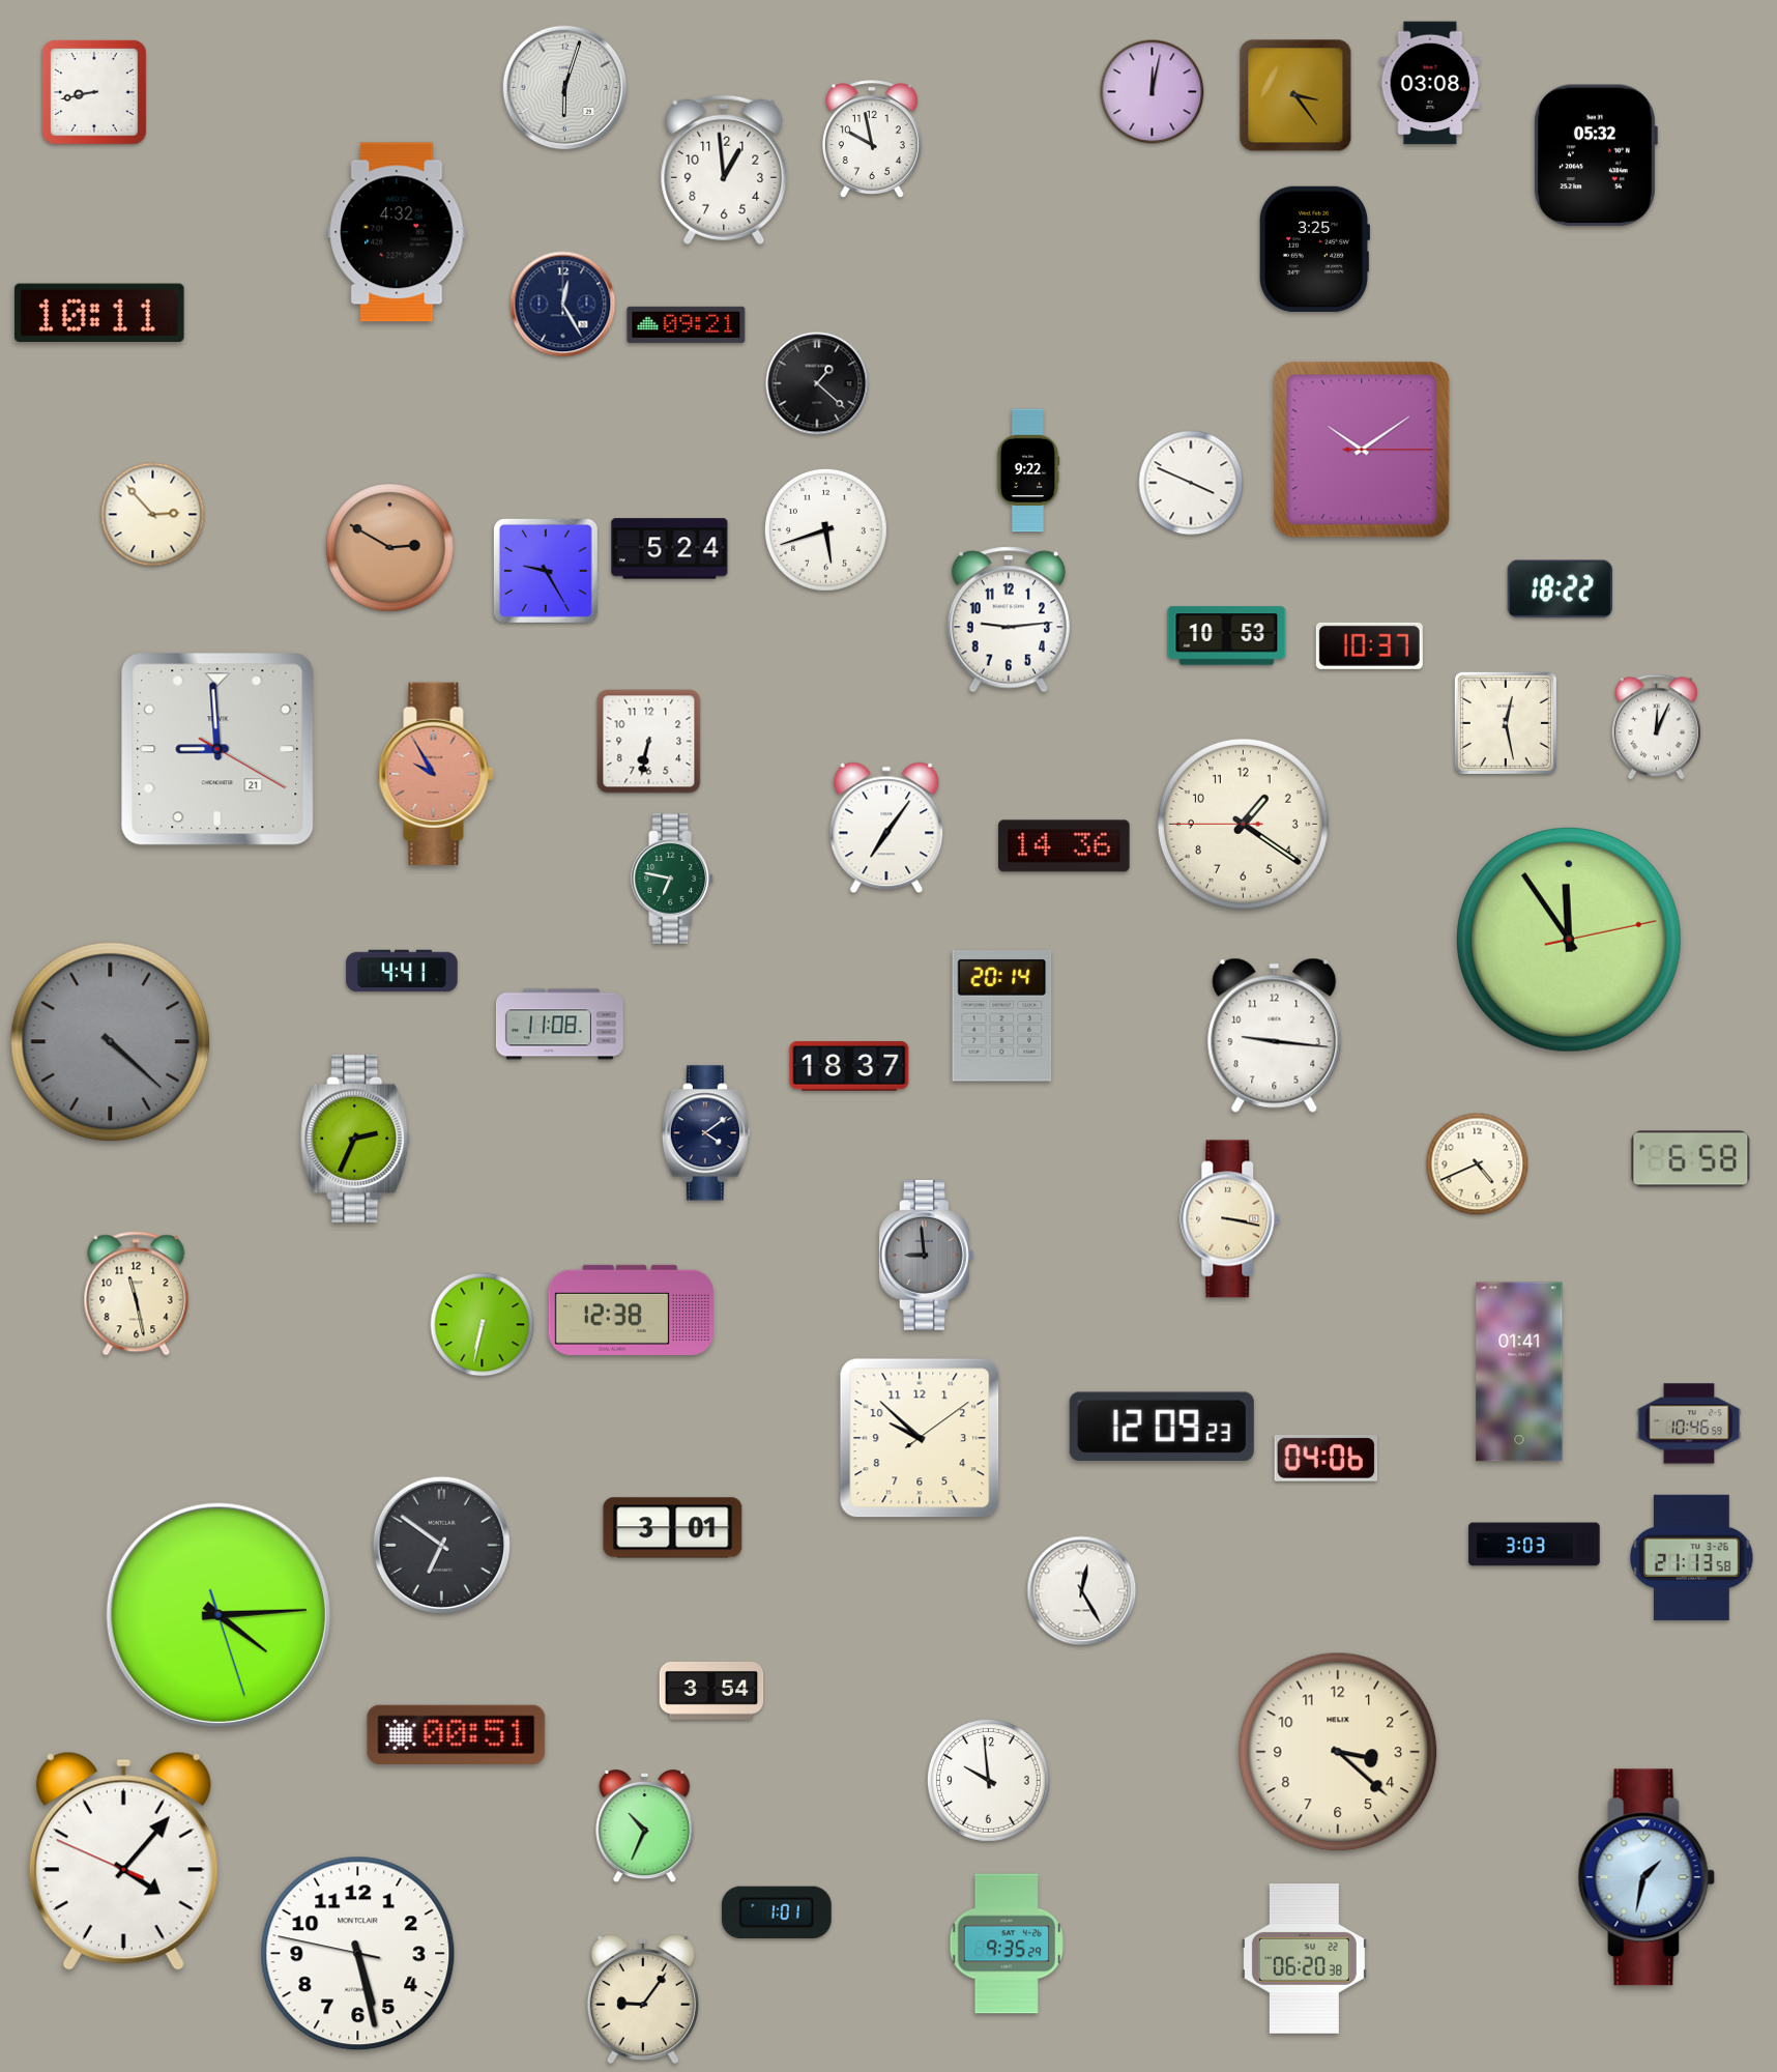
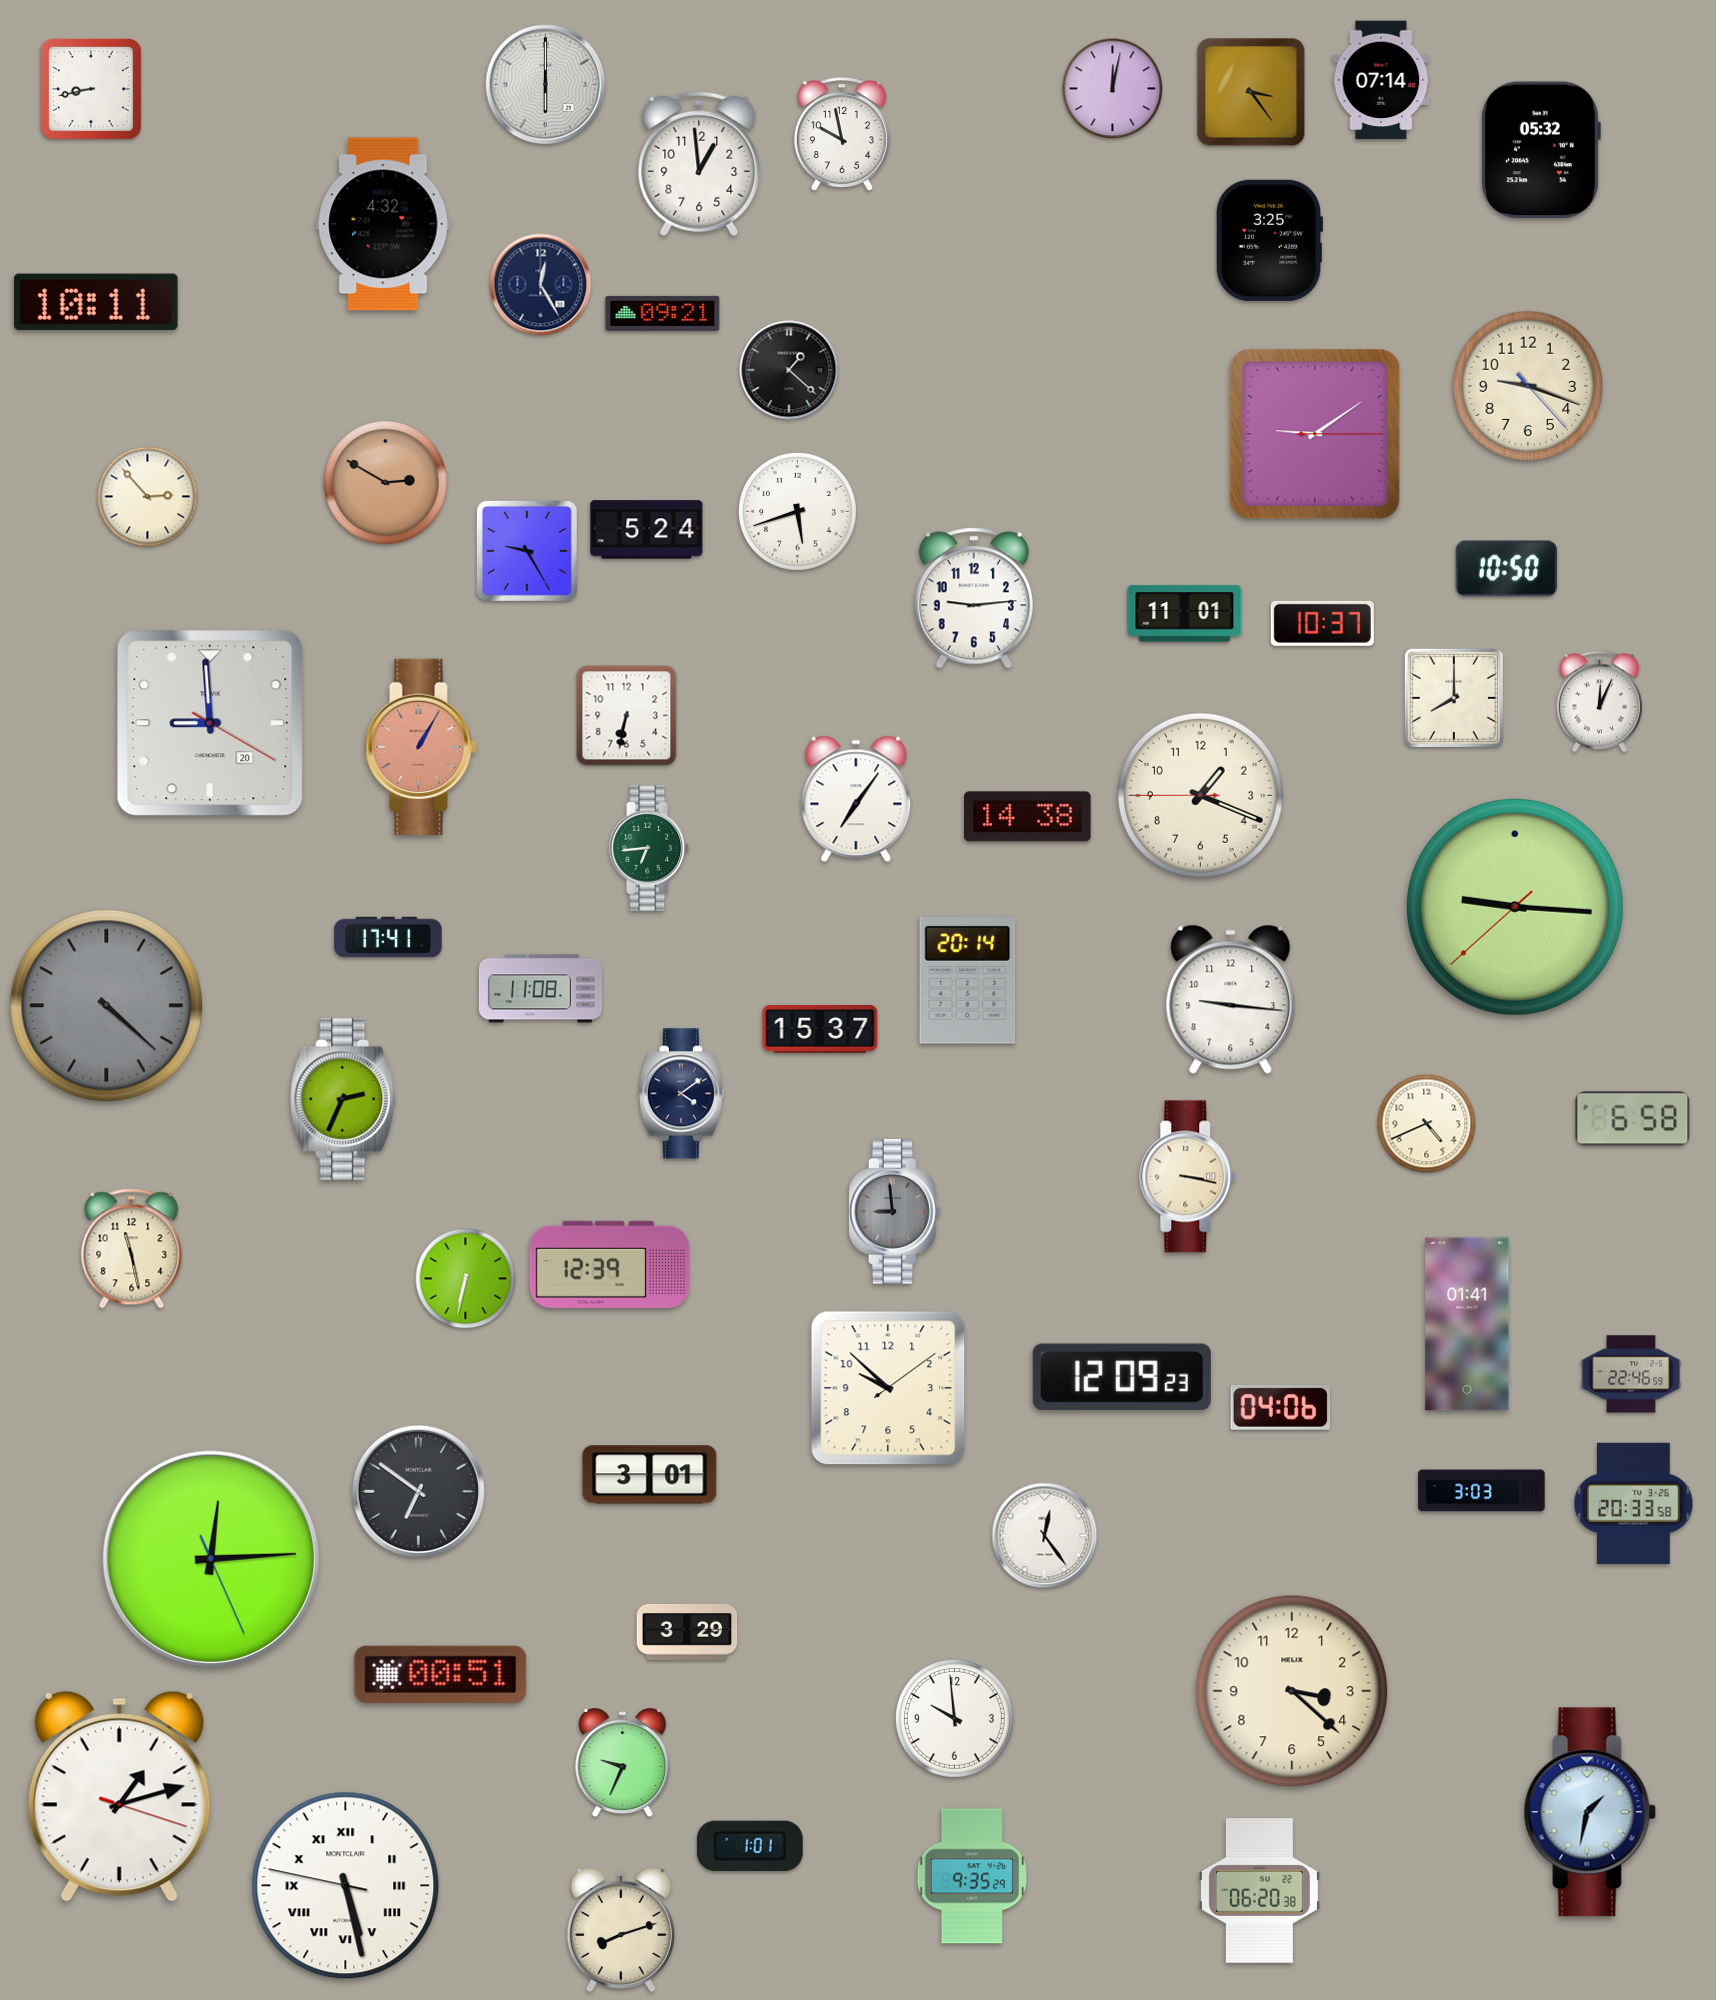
clock at (1430, 83): 03:08 -> 07:14
clock at (565, 88): 6:03 -> 6:00
clock at (563, 305) position: (563, 305) -> (541, 285)
clock at (1528, 386): none -> 9:18
clock at (1362, 450): 10:09 -> 9:09
clock at (1028, 470): 9:22 -> none
clock at (1191, 483): 3:49 -> none
clock at (390, 548) position: (390, 548) -> (386, 483)
clock at (1560, 589): 18:22 -> 10:50
clock at (1227, 636): 10:53 -> 11:01
clock at (1506, 723): 12:28 -> 8:00
clock at (217, 749) date: 21 -> 20
clock at (436, 774): 9:55 -> 1:05
clock at (1243, 824): 1:20 -> 1:18
clock at (1065, 846): 14:36 -> 14:38
clock at (673, 879): 6:47 -> 6:44
clock at (1570, 941): 11:54 -> 9:15
clock at (402, 971): 4:41 -> 17:41
clock at (849, 1066): 18:37 -> 15:37
clock at (631, 1310): 12:38 -> 12:39
clock at (1689, 1423): 10:46 -> 22:46
clock at (441, 1545) position: (441, 1545) -> (418, 1491)
clock at (1692, 1557): 21:13 -> 20:33
clock at (1082, 1591): 12:25 -> 12:24
clock at (219, 1615): 4:14 -> 12:14
clock at (711, 1691): 3:54 -> 3:29
clock at (645, 1826): 10:34 -> 9:34
clock at (123, 1861): 4:06 -> 1:12
clock at (358, 1954) numerals: Arabic -> Roman
clock at (643, 1998): 9:06 -> 8:12
